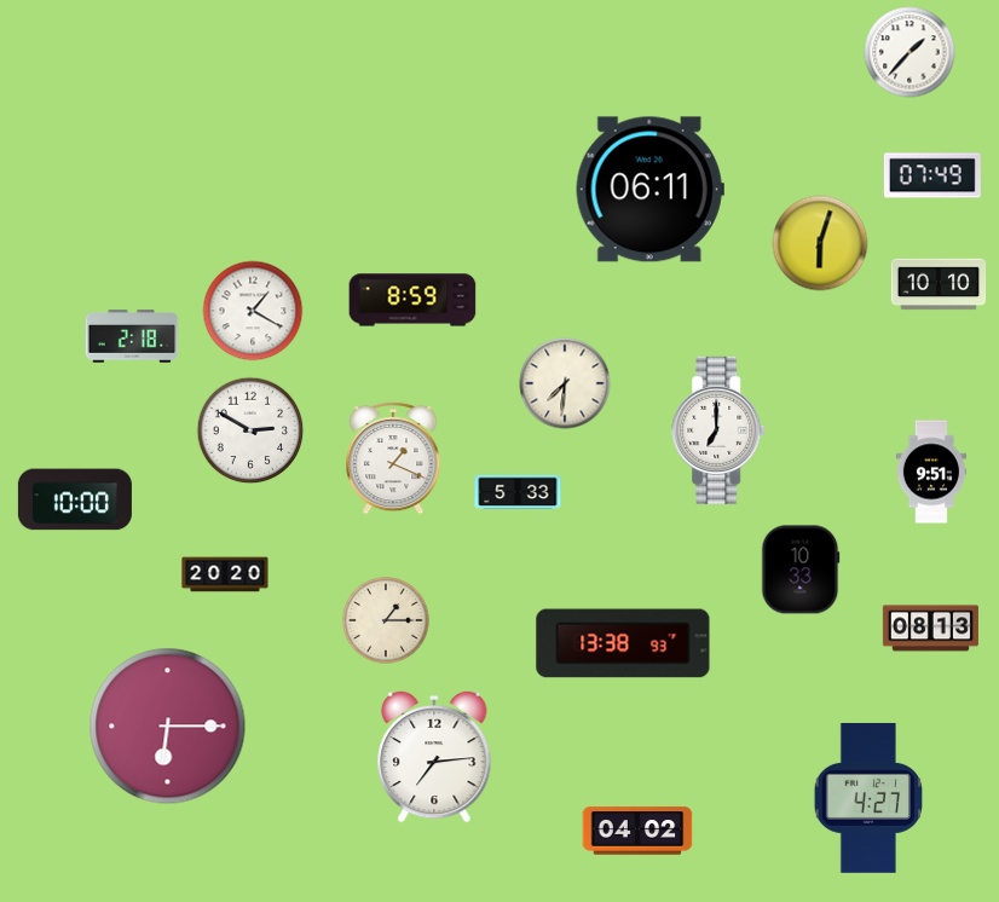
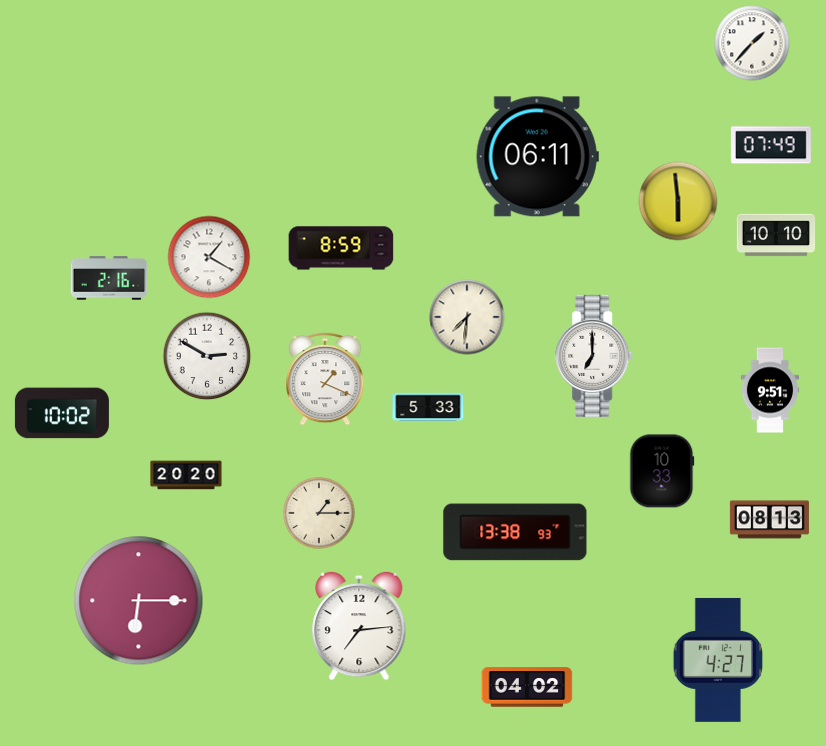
clock at (820, 243): 6:03 -> 5:59
clock at (132, 336): 2:18 -> 2:16
clock at (75, 499): 10:00 -> 10:02
